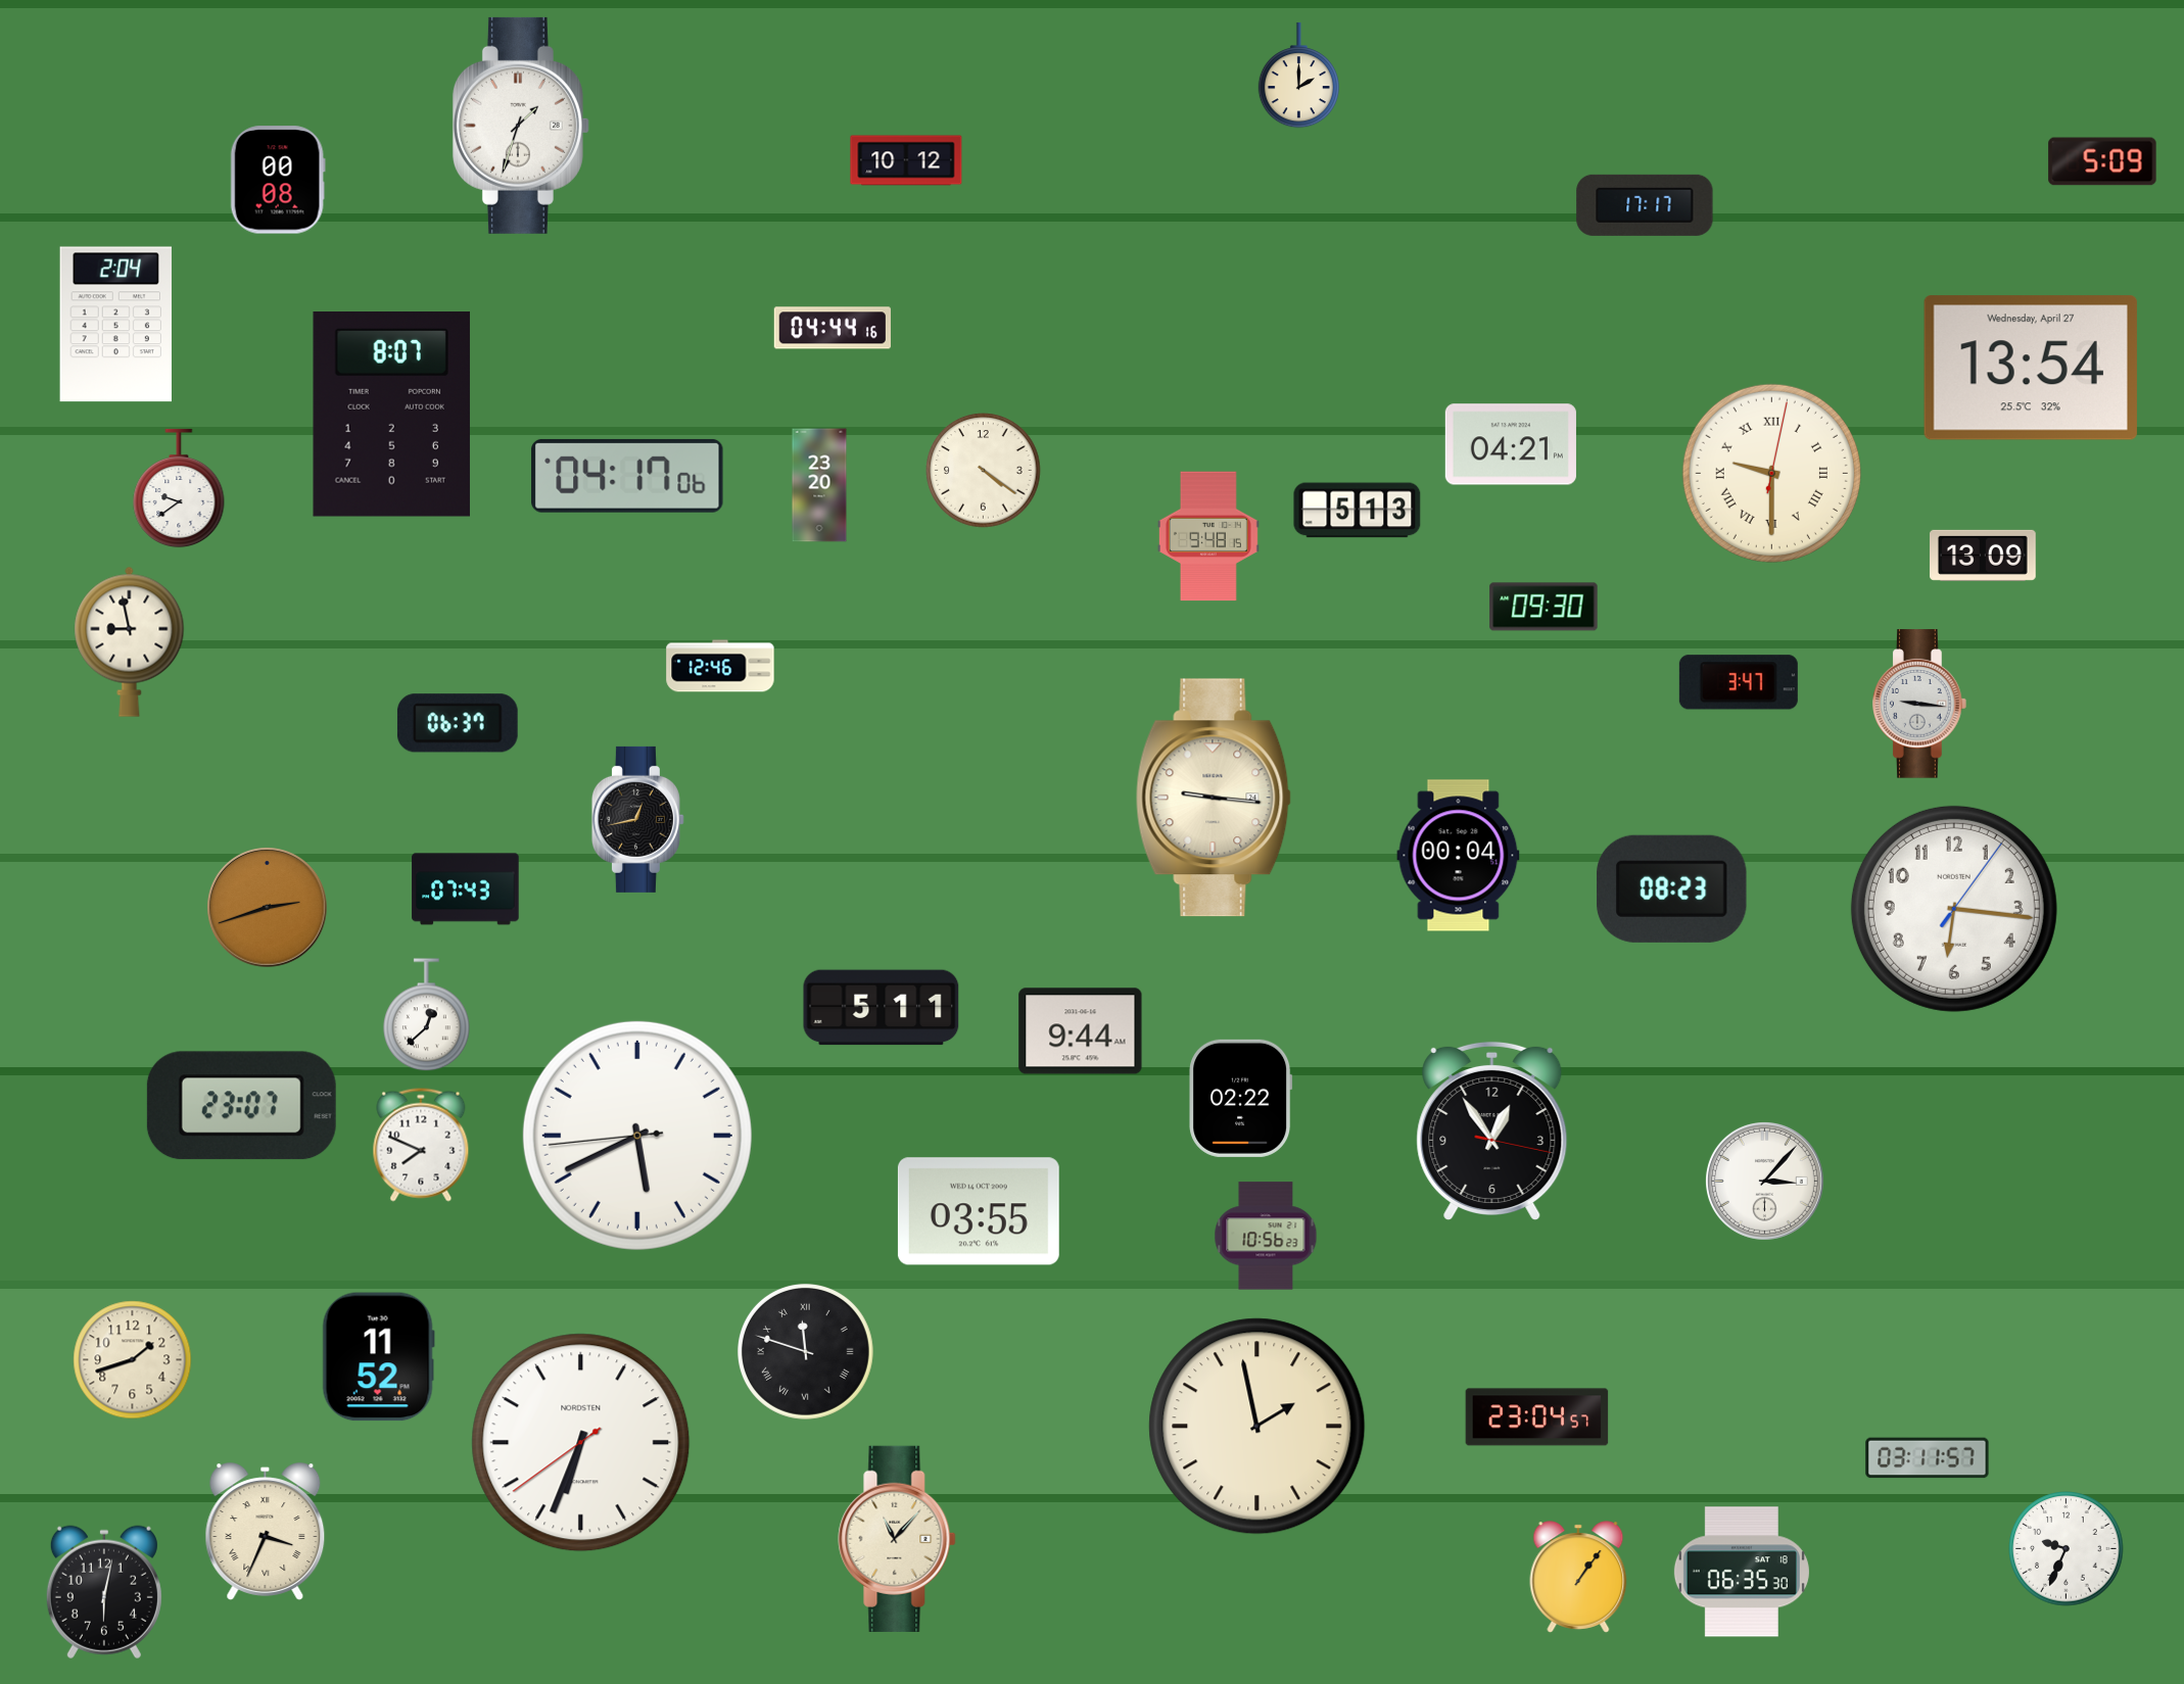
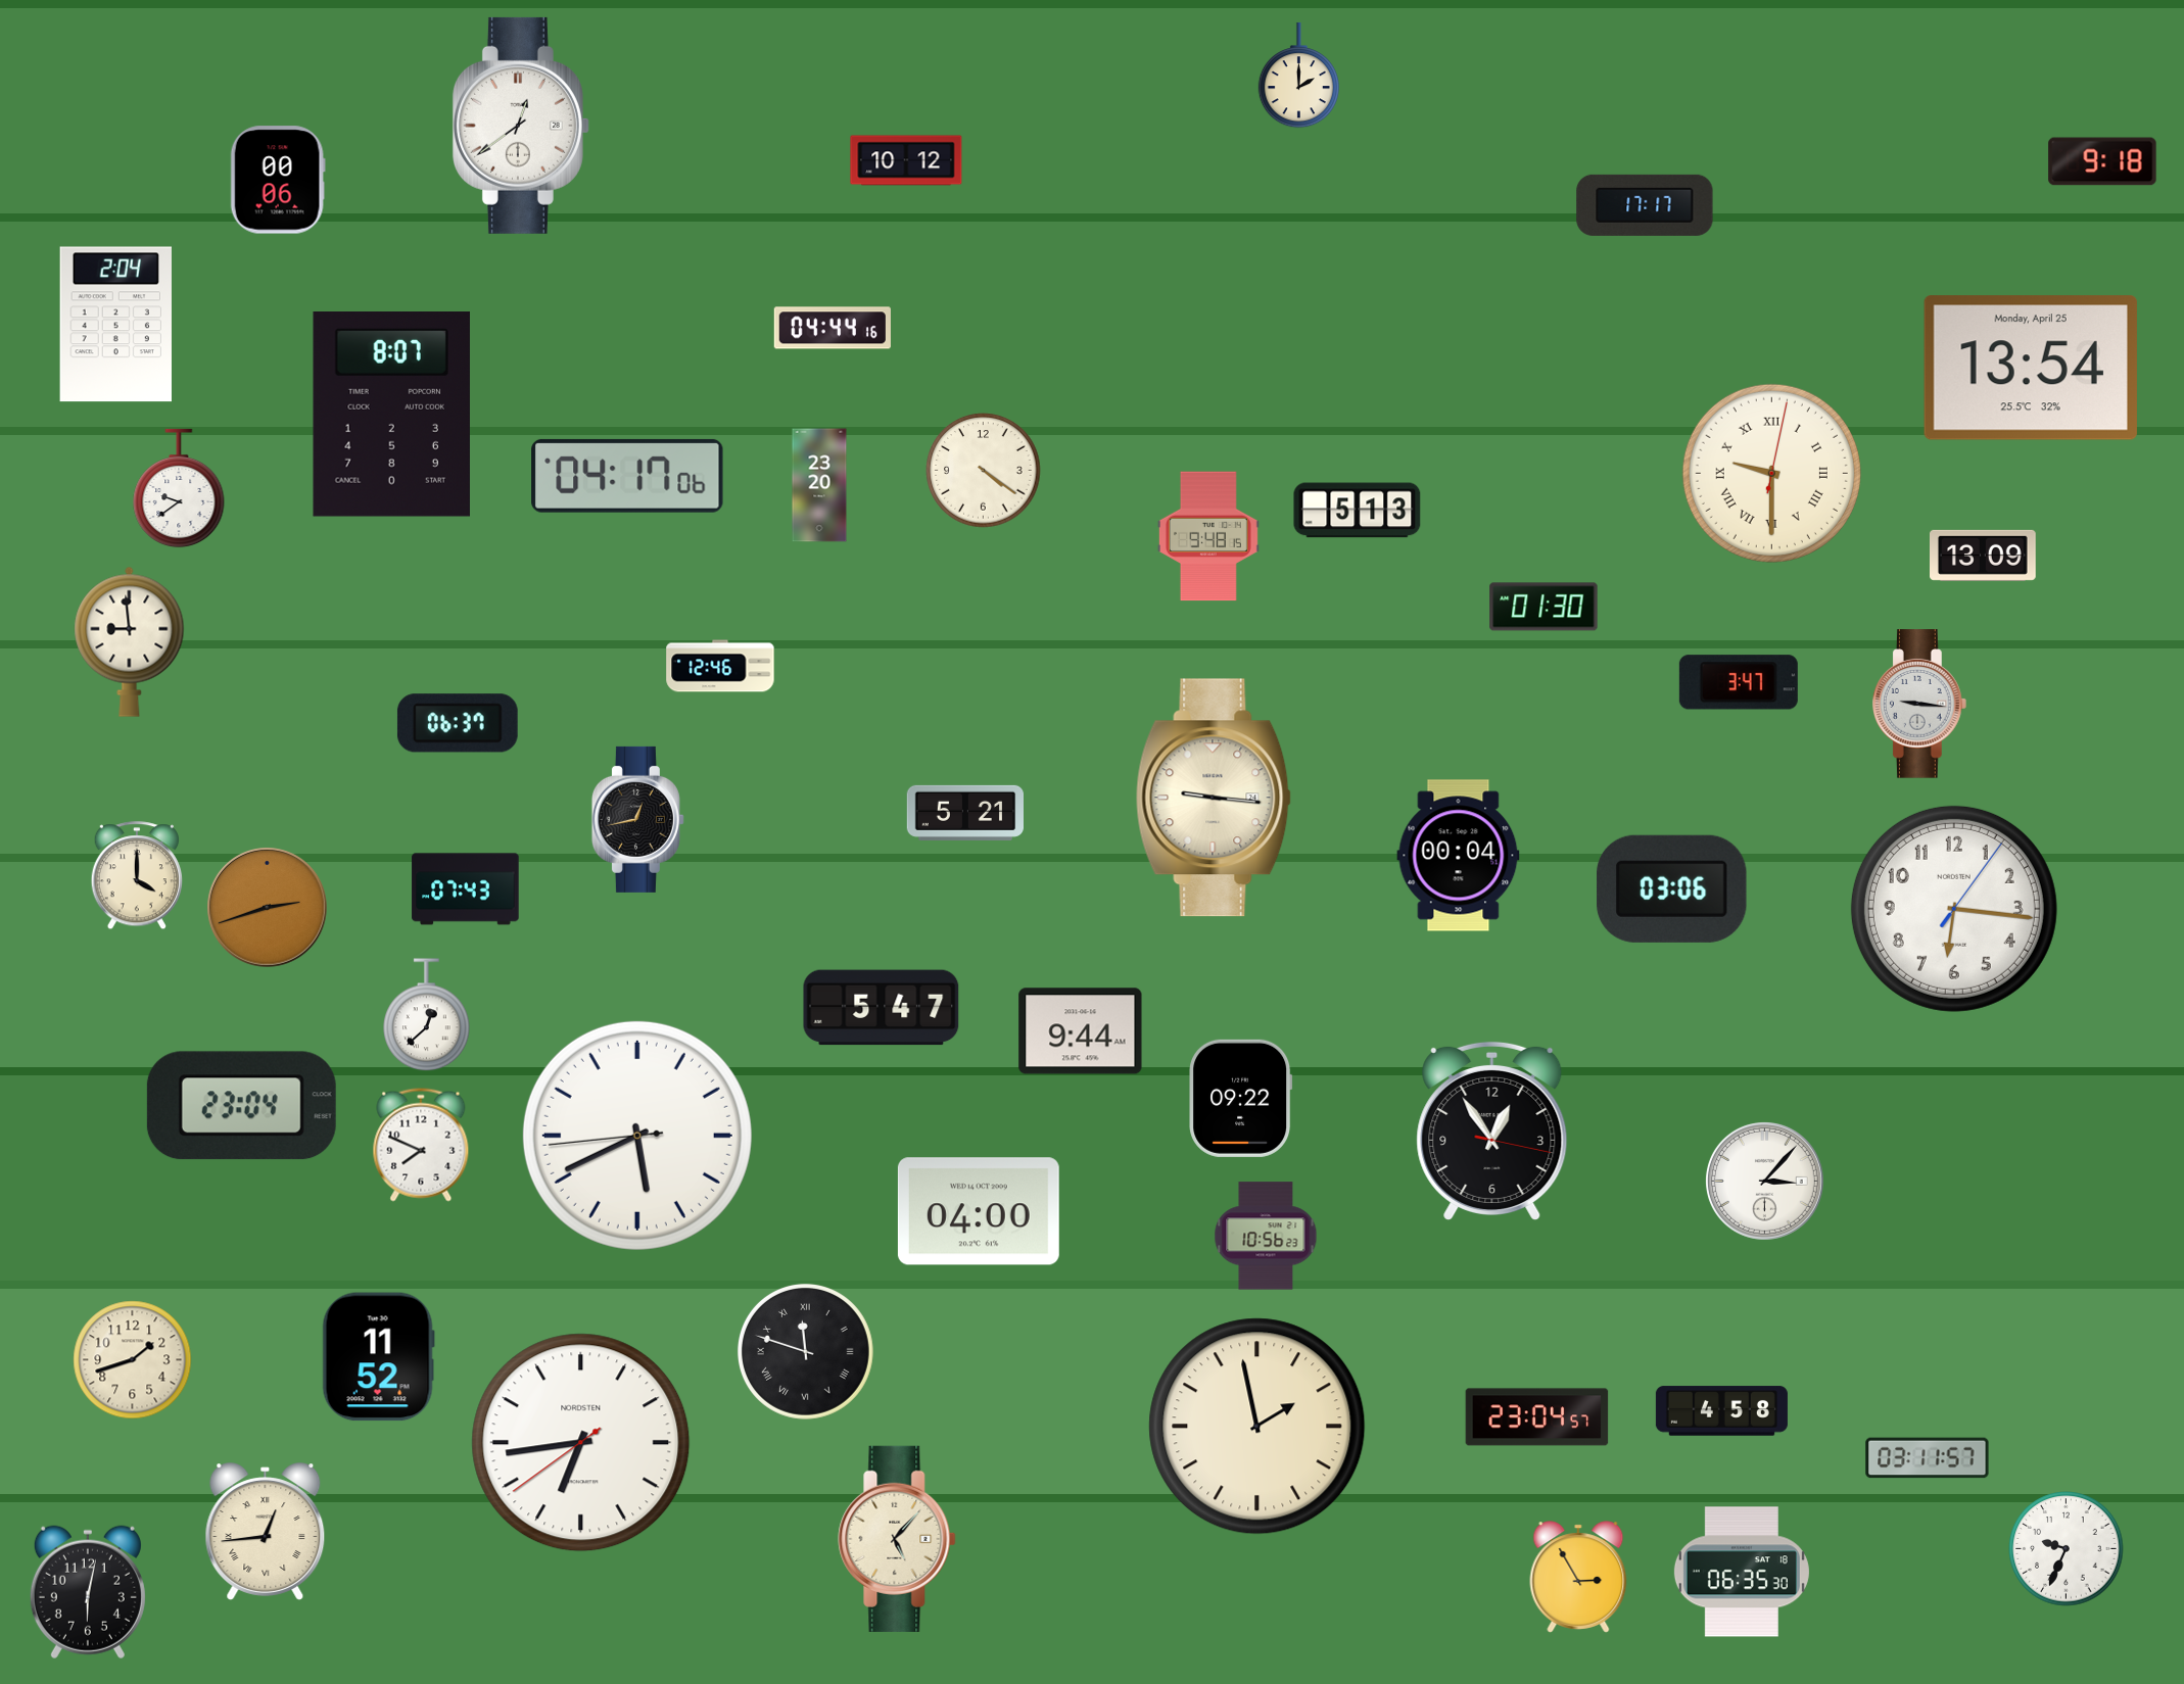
clock at (521, 126): 1:33 -> 12:39
clock at (2102, 161): 5:09 -> 9:18
clock at (278, 180): 00:08 -> 00:06
clock at (2031, 368) date: Wednesday, April 27 -> Monday, April 25
clock at (1511, 444): 04:21 -> none
clock at (1544, 607): 09:30 -> 01:30
clock at (130, 641): 8:58 -> 8:59
clock at (964, 813): none -> 5:21
clock at (136, 876): none -> 4:00
clock at (1672, 888): 08:23 -> 03:06
clock at (882, 1008): 5:11 -> 5:47
clock at (1241, 1098): 02:22 -> 09:22
clock at (241, 1106): 23:07 -> 23:04
clock at (979, 1211): 03:55 -> 04:00
clock at (1721, 1411): none -> 4:58
clock at (581, 1443): 6:33 -> 6:43
clock at (266, 1532): 3:34 -> 12:44
clock at (897, 1539): 11:07 -> 5:07
clock at (1578, 1577): 1:06 -> 2:55
clock at (104, 1592) position: (104, 1592) -> (88, 1592)
